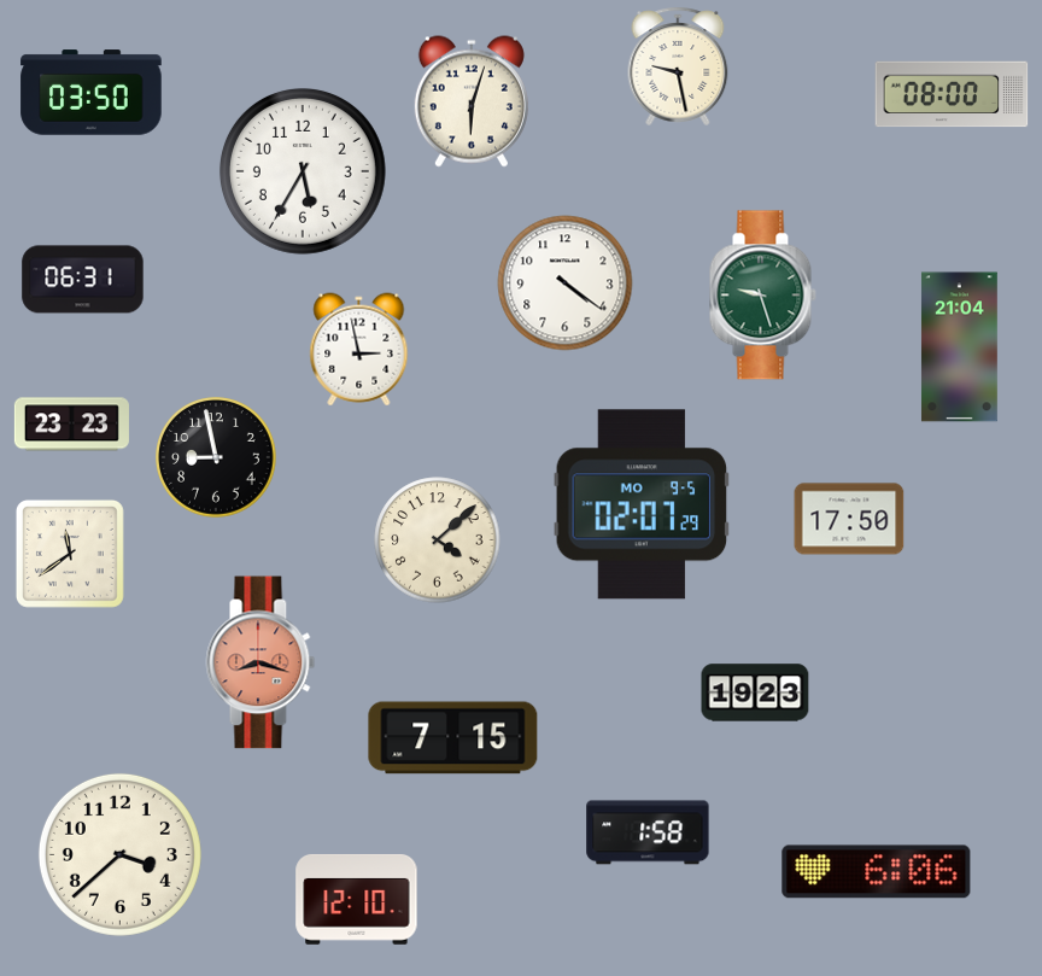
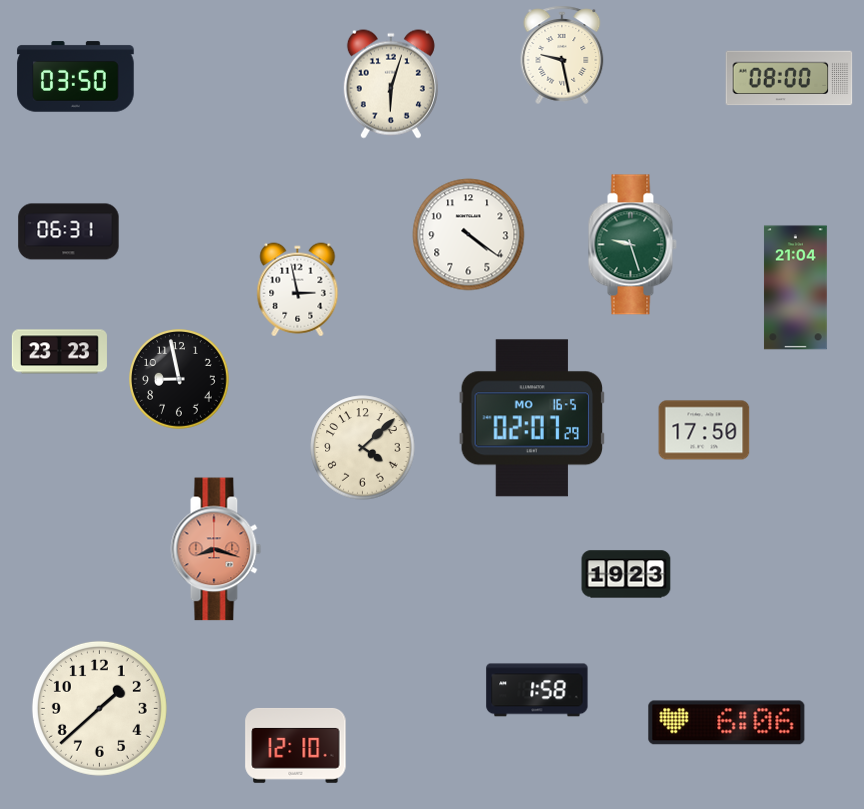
clock at (303, 171): 5:35 -> none
clock at (642, 504) date: MO 9-5 -> MO 16-5
clock at (70, 554): 11:39 -> none
clock at (453, 738): 7:15 -> none
clock at (119, 854): 3:38 -> 1:38
